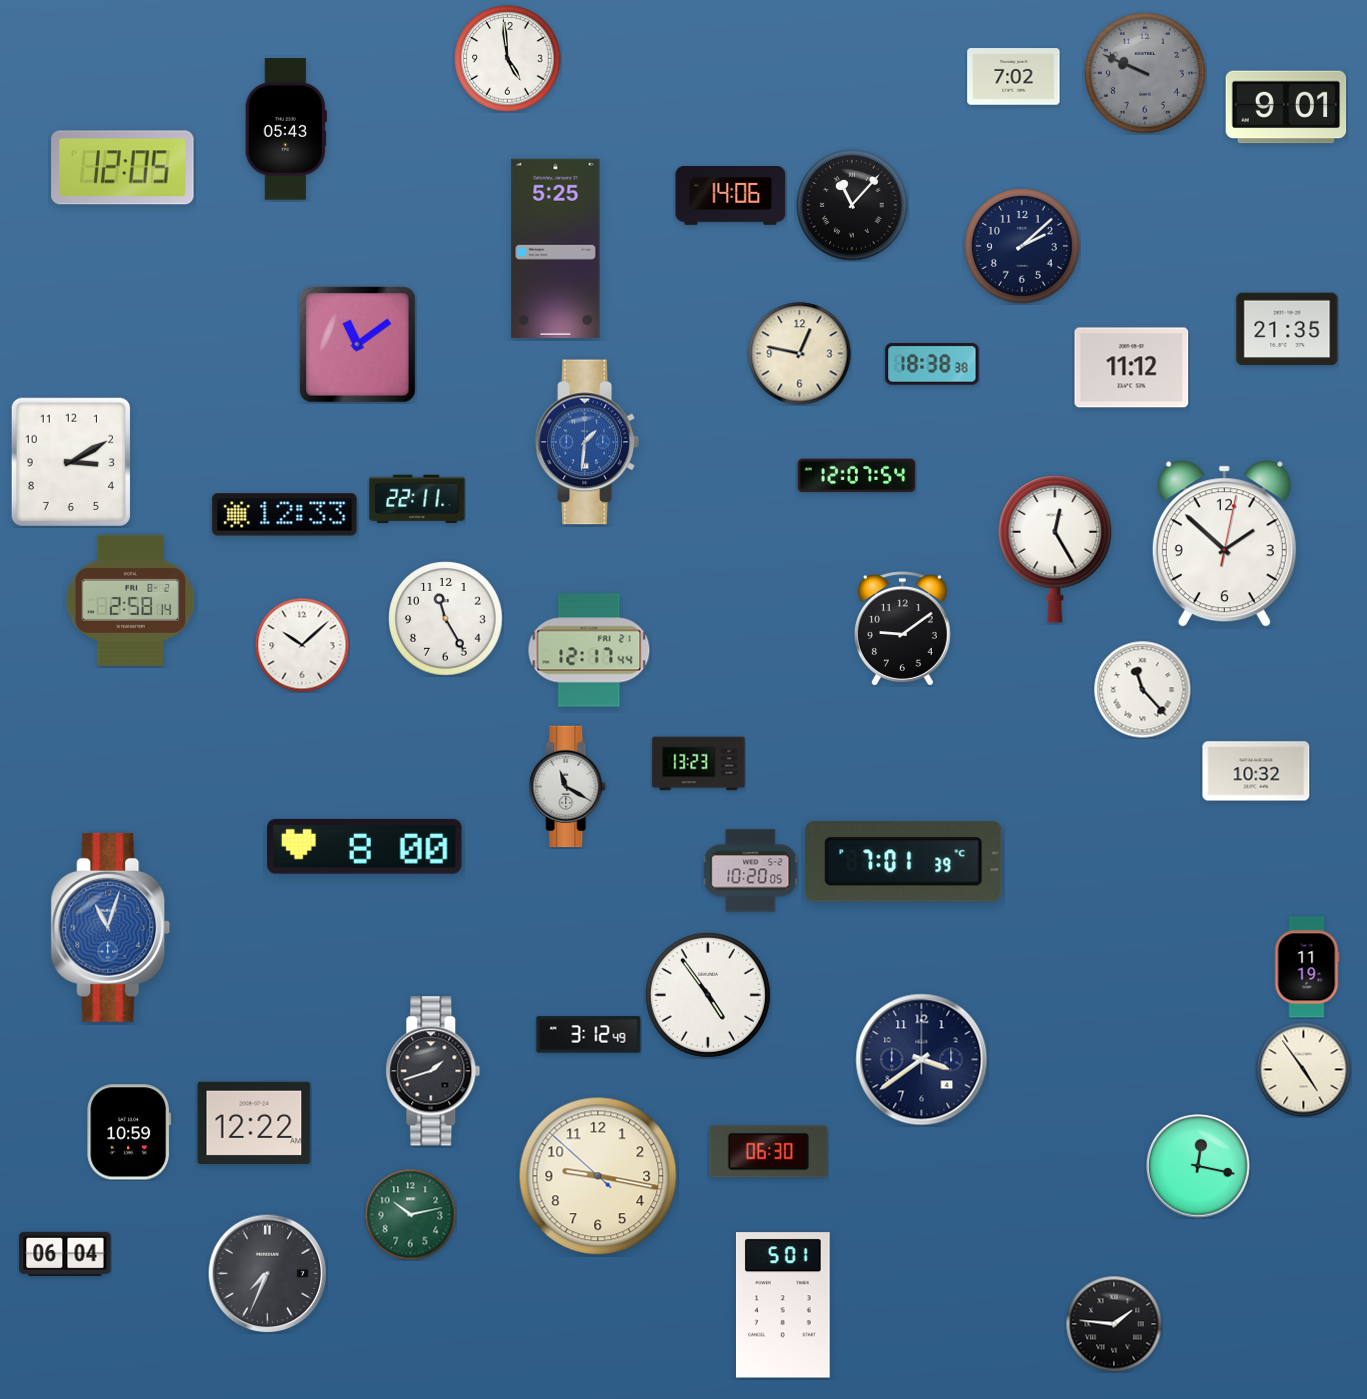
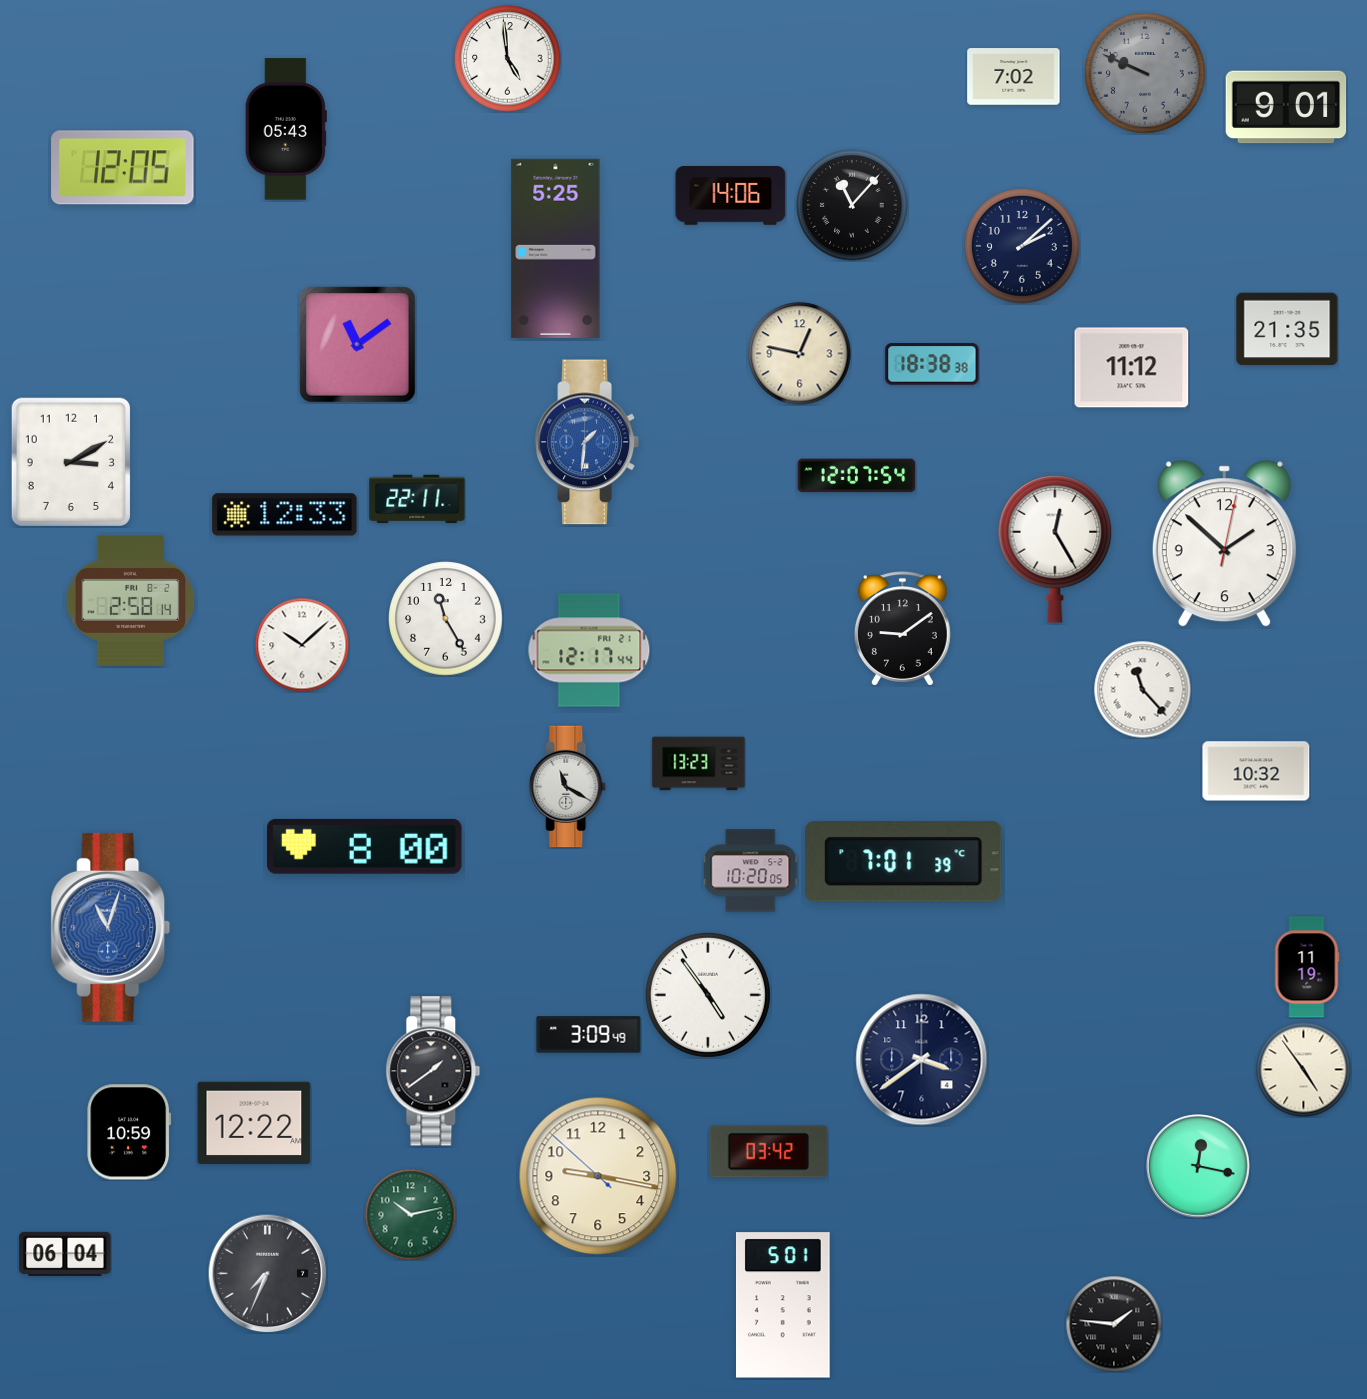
clock at (589, 1035): 3:12 -> 3:09
clock at (433, 1071): 1:42 -> 1:39
clock at (769, 1152): 06:30 -> 03:42
